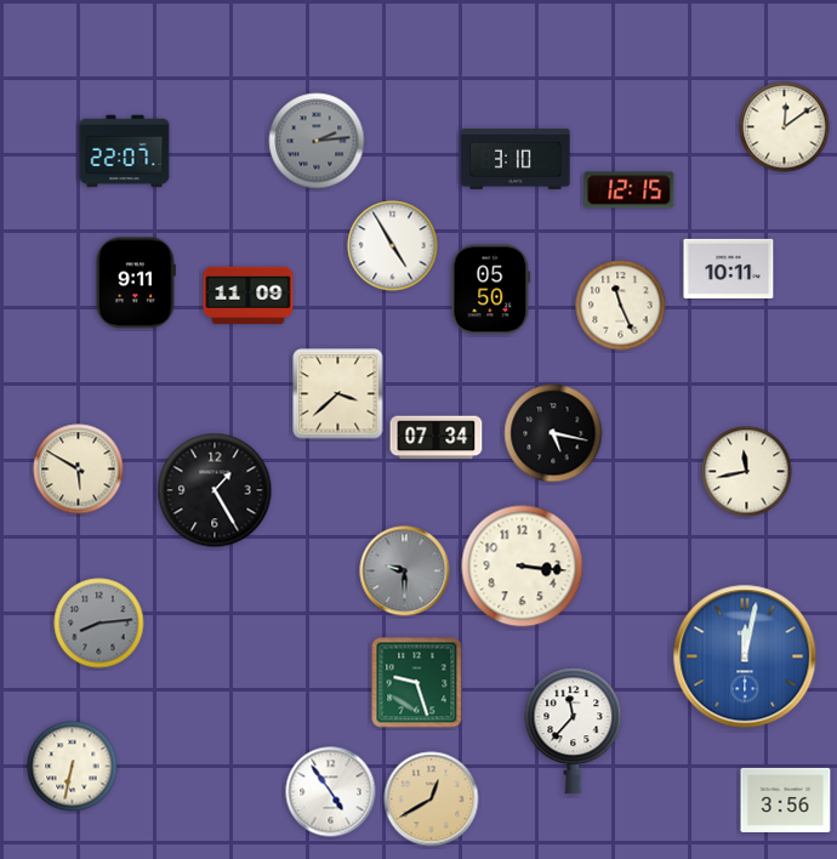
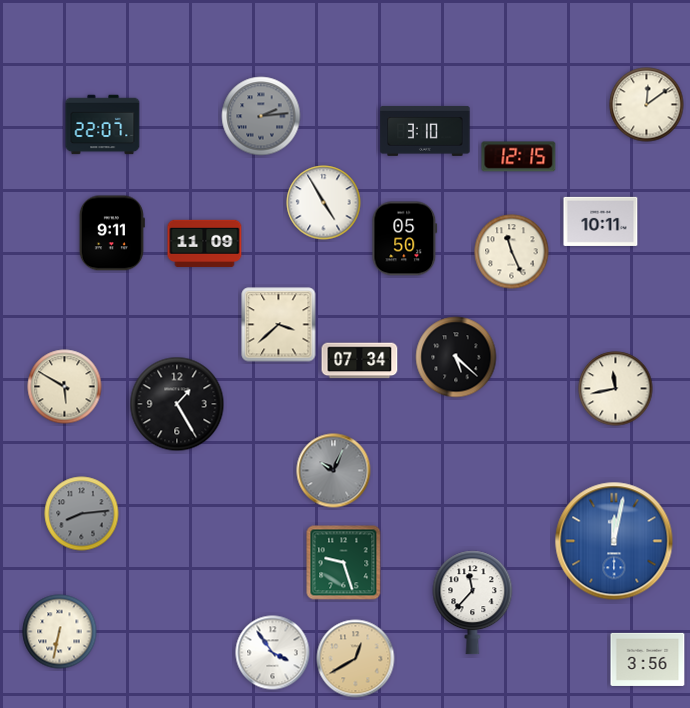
clock at (553, 433): 5:17 -> 5:22
clock at (523, 567): 3:16 -> none
clock at (405, 571): 9:30 -> 10:04
clock at (331, 792): 4:54 -> 3:54
